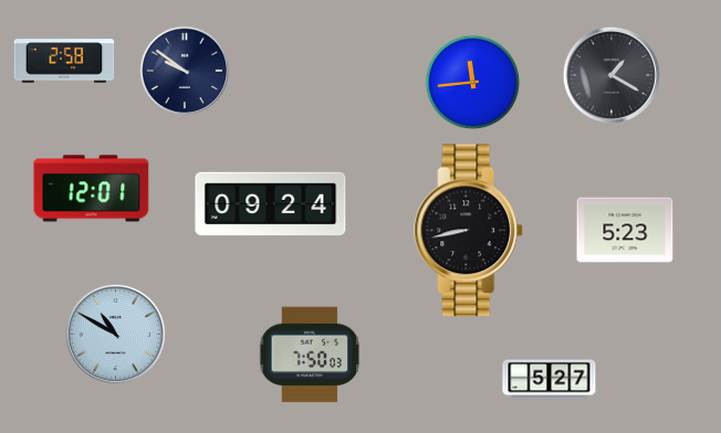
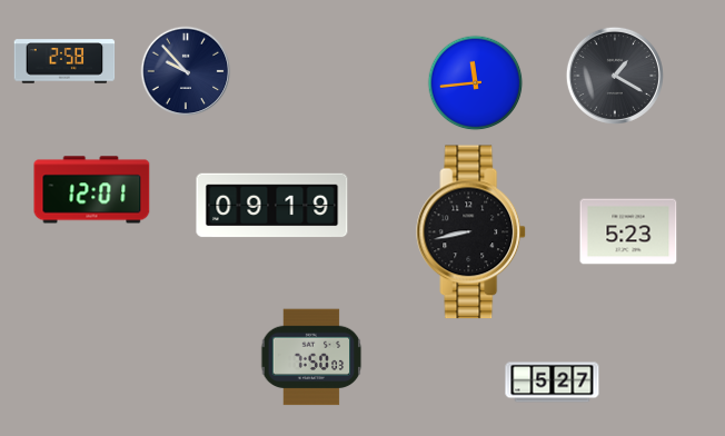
clock at (185, 71): 9:51 -> 9:53
clock at (271, 204): 09:24 -> 09:19
clock at (115, 334): 10:50 -> none
